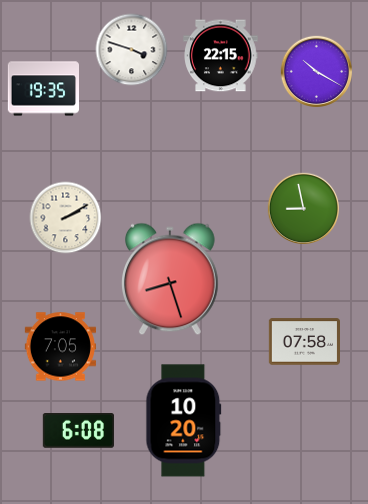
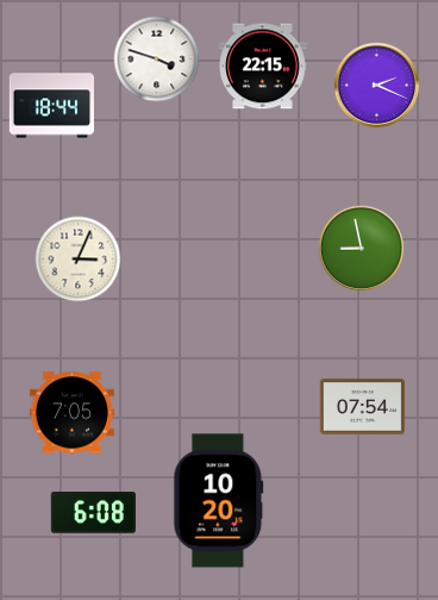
clock at (316, 71): 10:20 -> 2:19
clock at (43, 89): 19:35 -> 18:44
clock at (66, 218): 2:10 -> 3:04
clock at (171, 279): 8:27 -> none
clock at (304, 342): 07:58 -> 07:54
